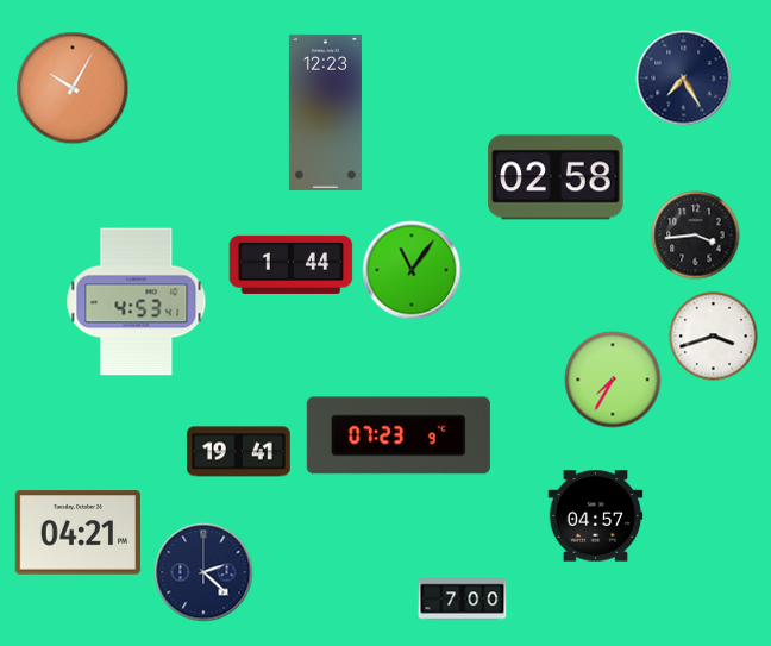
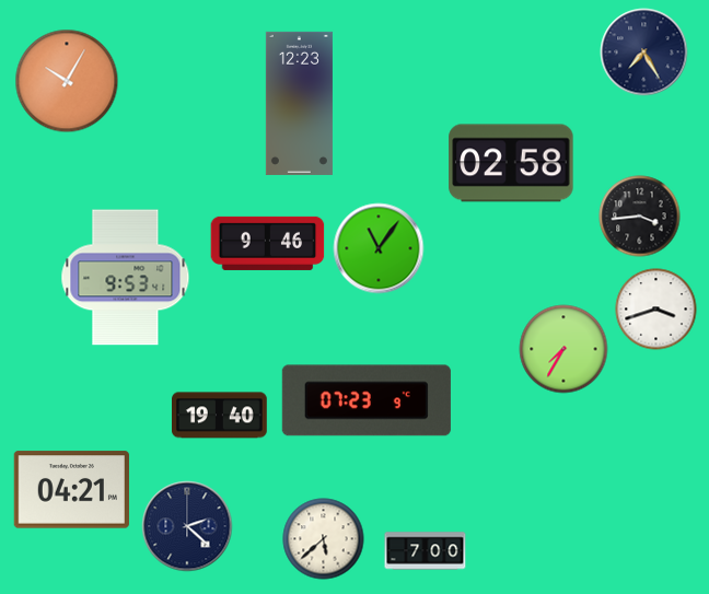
clock at (684, 79) position: (684, 79) -> (644, 53)
clock at (292, 264): 1:44 -> 9:46
clock at (137, 302): 4:53 -> 9:53
clock at (239, 452): 19:41 -> 19:40
clock at (596, 516): 04:57 -> none
clock at (324, 539): none -> 5:38
